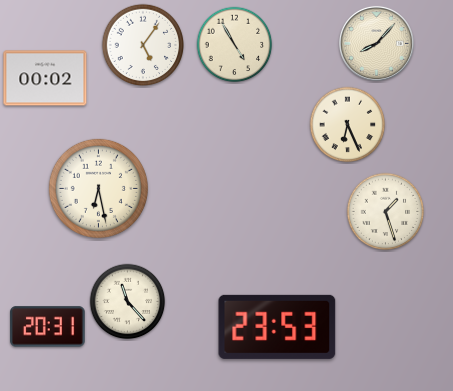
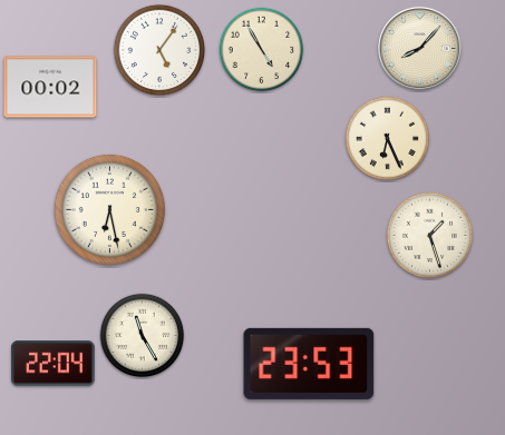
clock at (128, 302): 11:23 -> 11:25
clock at (48, 327): 20:31 -> 22:04
